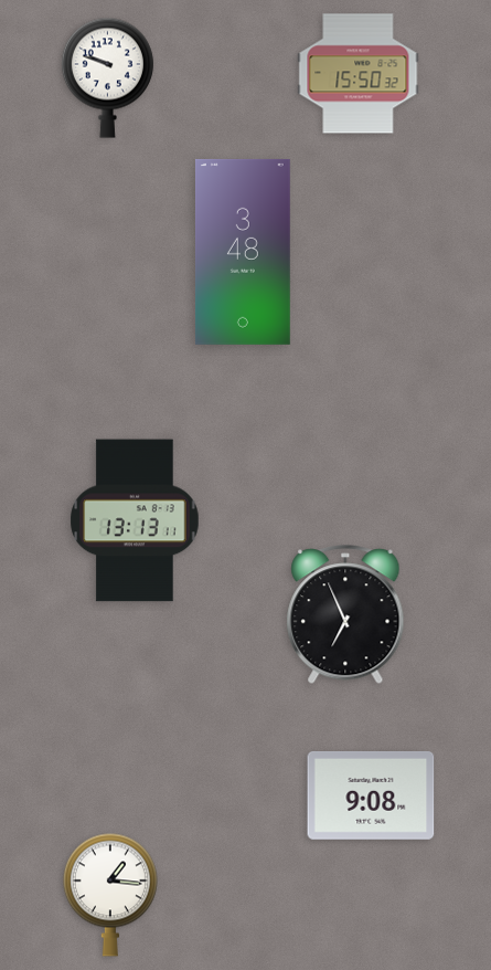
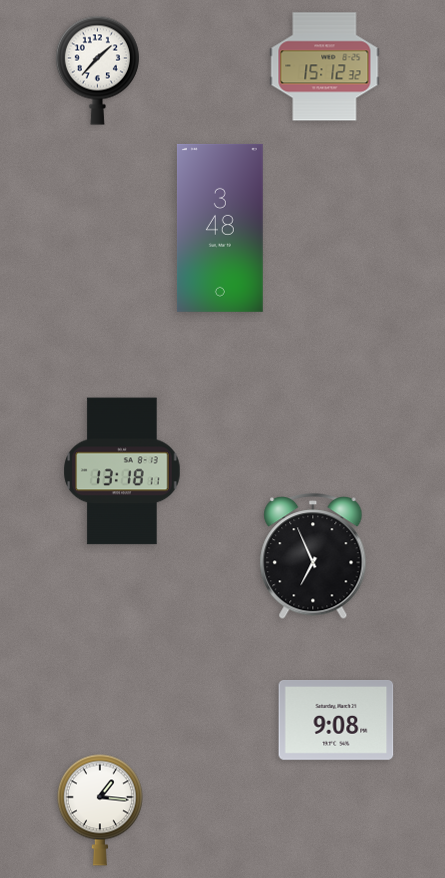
clock at (359, 74): 15:50 -> 15:12
clock at (107, 77): 9:48 -> 1:37
clock at (135, 520): 13:13 -> 13:18
